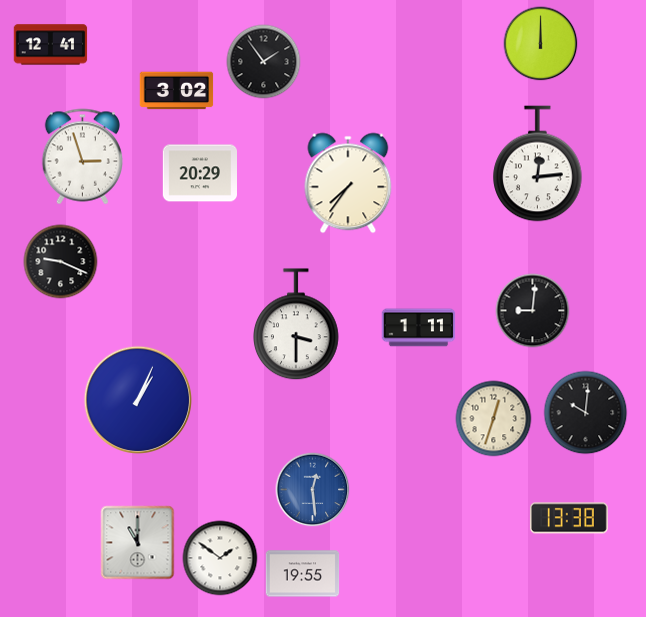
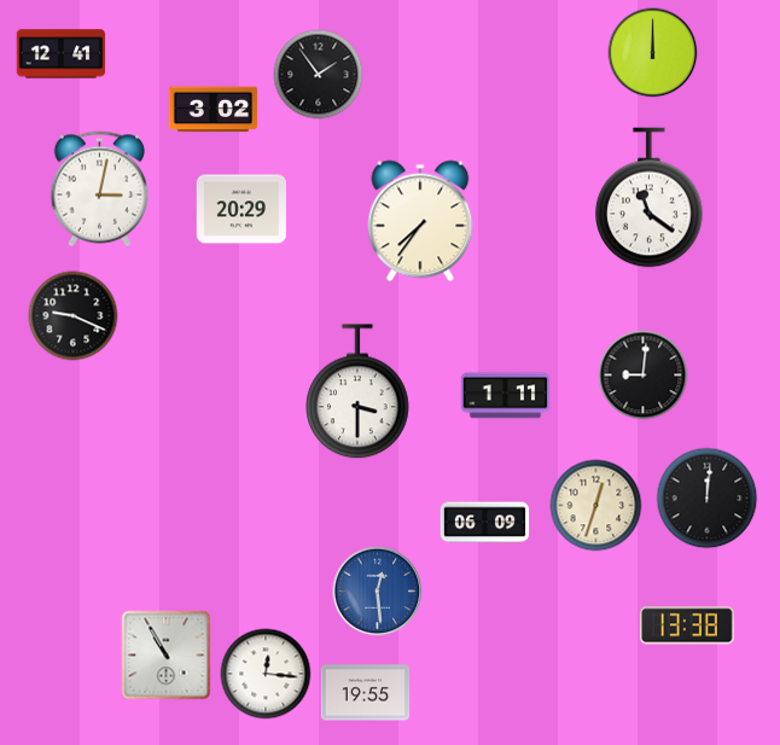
clock at (82, 157): 2:57 -> 3:02
clock at (538, 164): 12:14 -> 11:21
clock at (137, 399): 1:04 -> none
clock at (586, 413): 10:01 -> 12:01
clock at (485, 523): none -> 06:09
clock at (138, 543): 11:00 -> 10:55
clock at (220, 558): 1:51 -> 12:16
